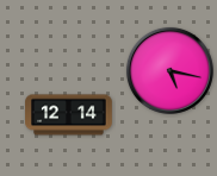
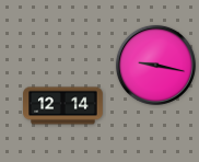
clock at (169, 70): 5:17 -> 9:17
